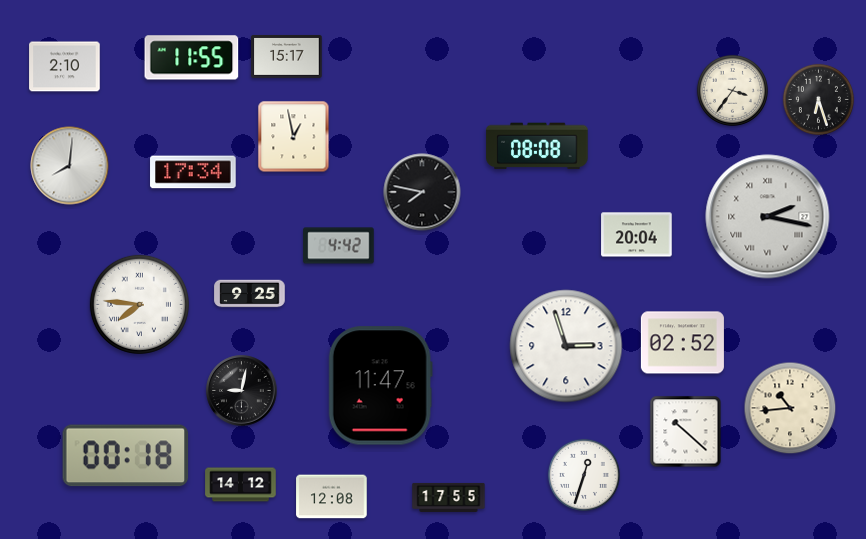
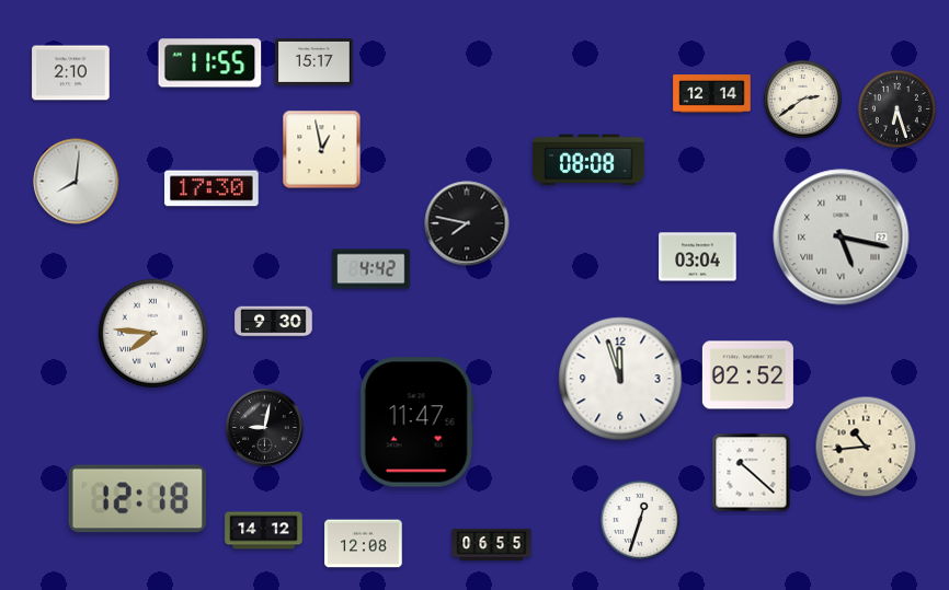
clock at (712, 94): none -> 12:14
clock at (732, 90): 3:36 -> 2:39
clock at (193, 172): 17:34 -> 17:30
clock at (422, 192) position: (422, 192) -> (467, 223)
clock at (768, 217): 2:17 -> 5:17
clock at (637, 235): 20:04 -> 03:04
clock at (250, 294): 9:25 -> 9:30
clock at (566, 346): 2:57 -> 11:57
clock at (126, 456): 00:18 -> 12:18
clock at (449, 497): 17:55 -> 06:55
